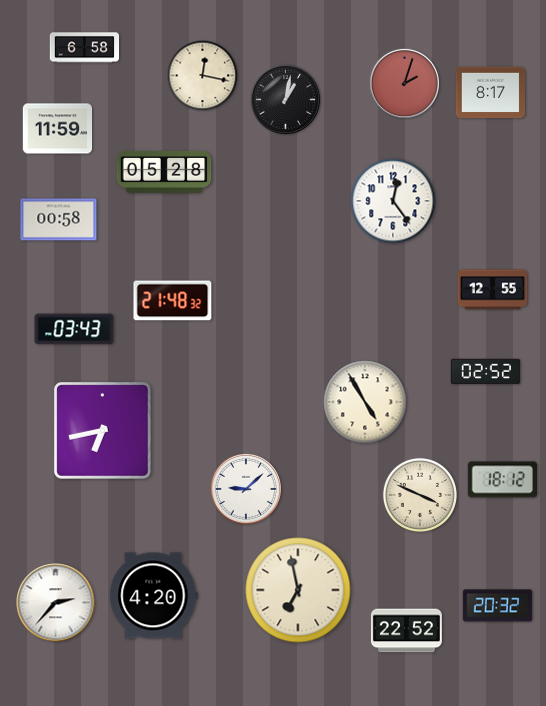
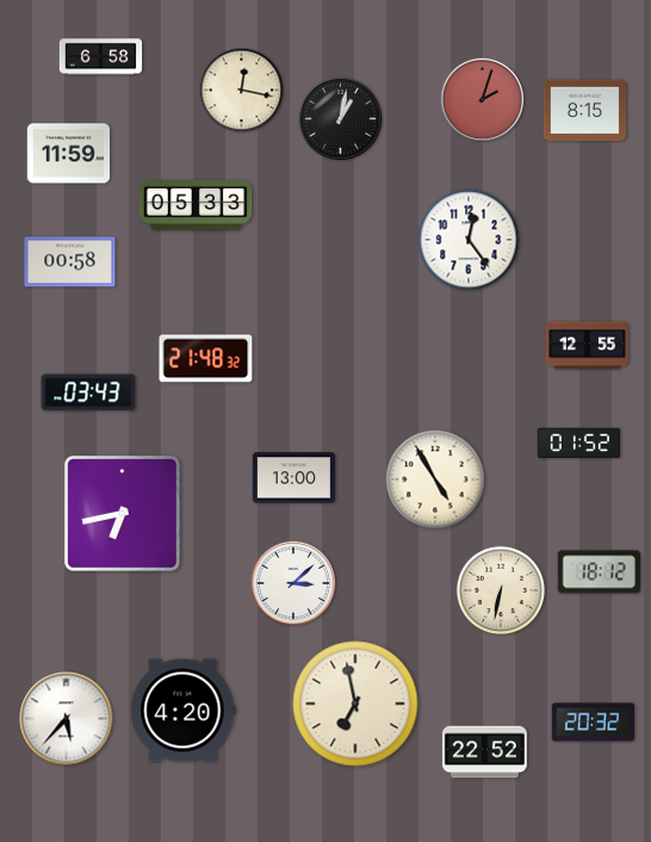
clock at (491, 93): 8:17 -> 8:15
clock at (164, 172): 05:28 -> 05:33
clock at (486, 371): 02:52 -> 01:52
clock at (294, 478): none -> 13:00
clock at (246, 489): 9:08 -> 3:08
clock at (420, 495): 3:49 -> 6:32
clock at (56, 603): 2:37 -> 5:37
